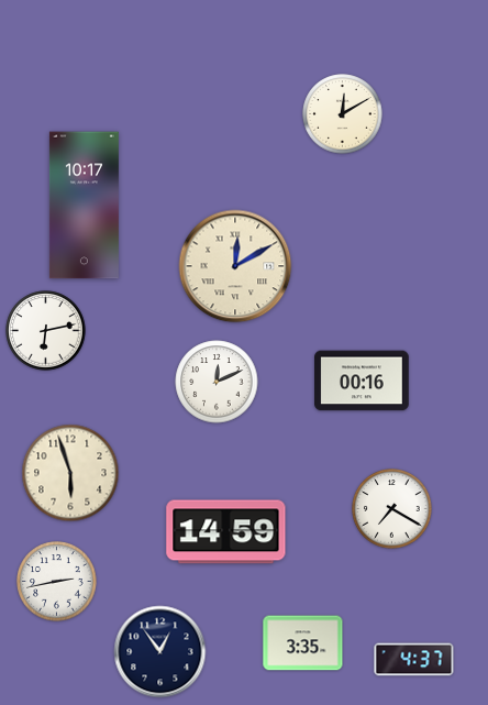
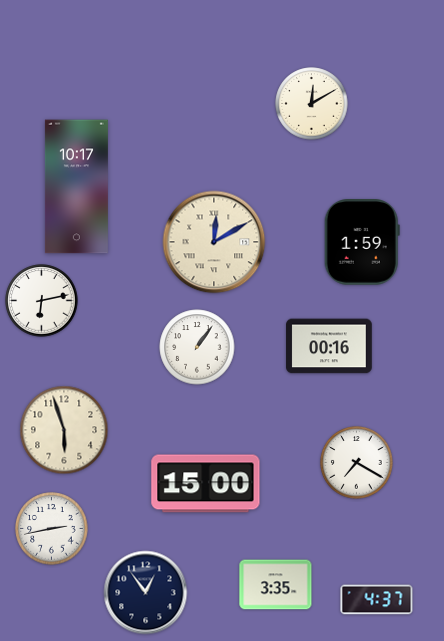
clock at (362, 243): none -> 1:59
clock at (217, 382): 12:11 -> 1:06
clock at (226, 532): 14:59 -> 15:00
